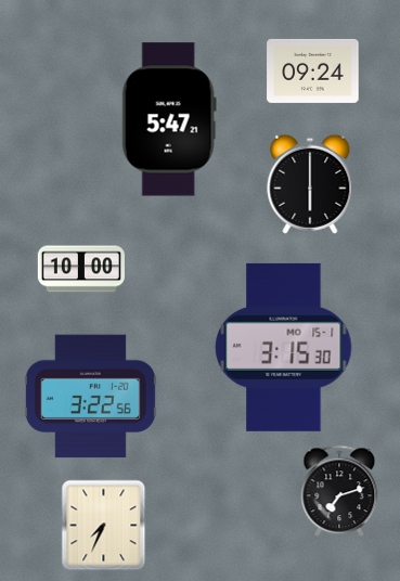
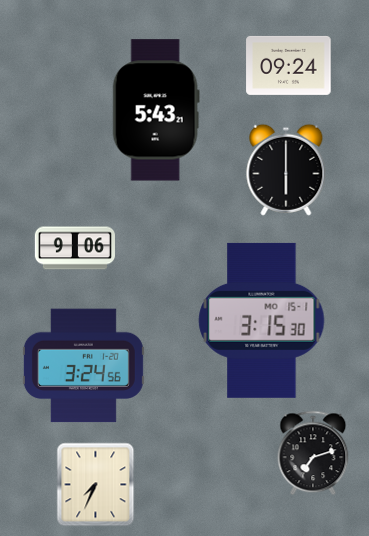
clock at (169, 119): 5:47 -> 5:43
clock at (81, 269): 10:00 -> 9:06
clock at (90, 397): 3:22 -> 3:24
